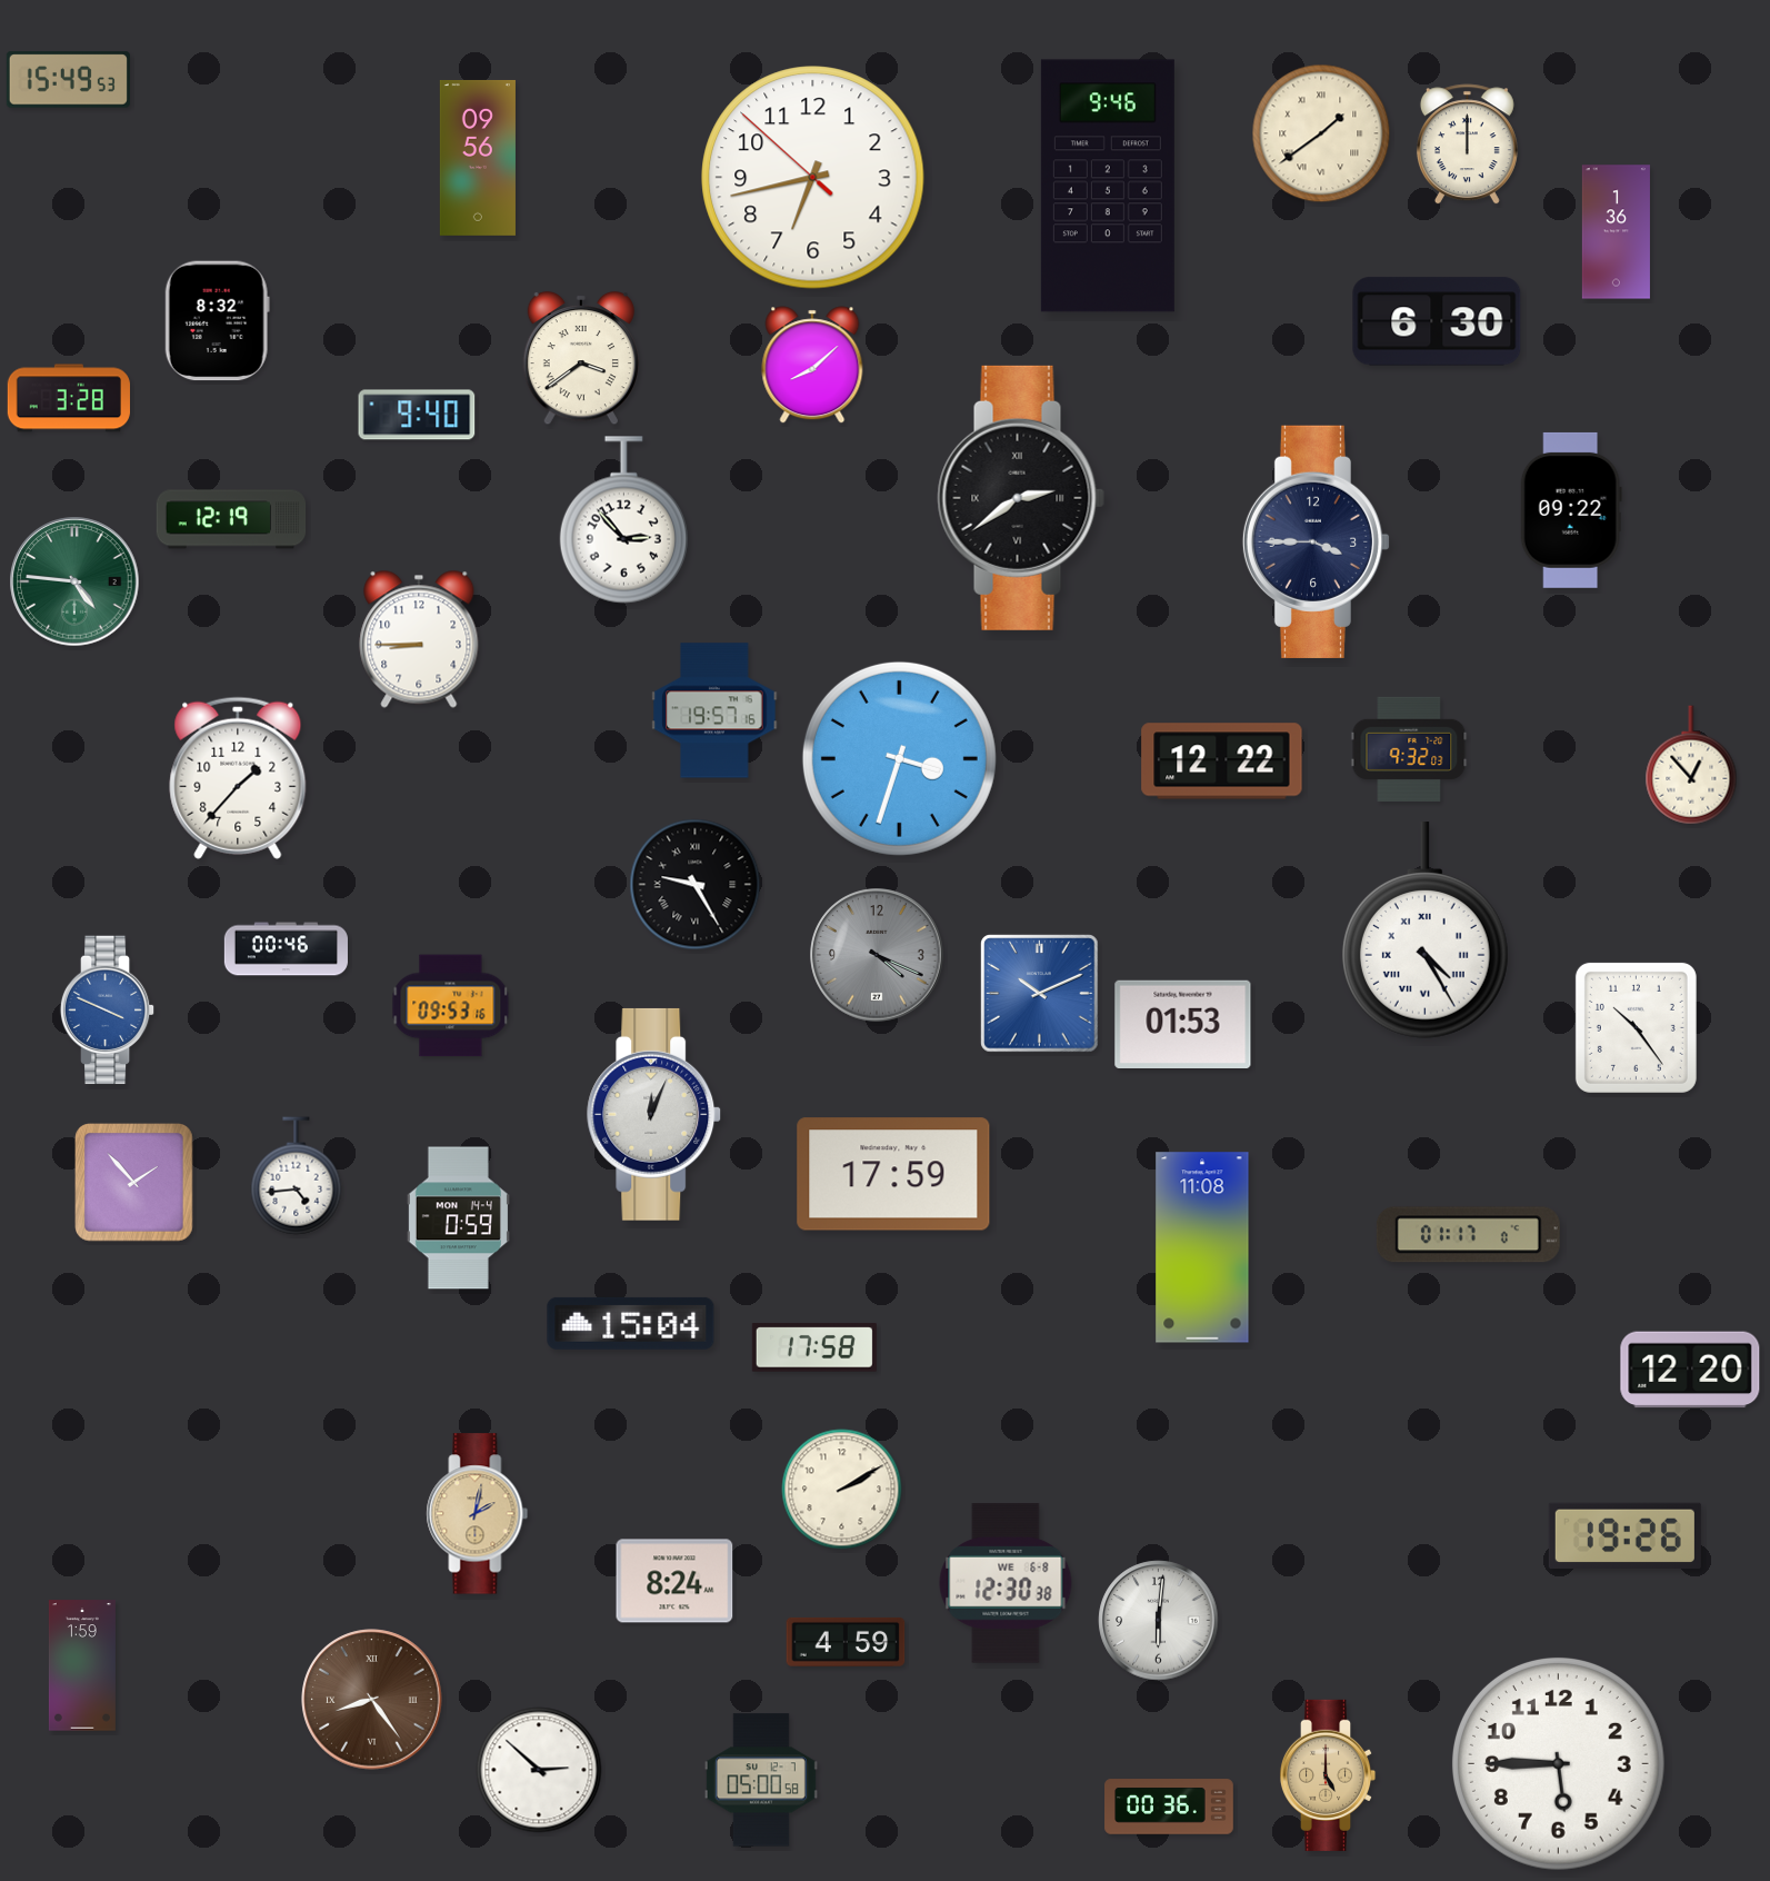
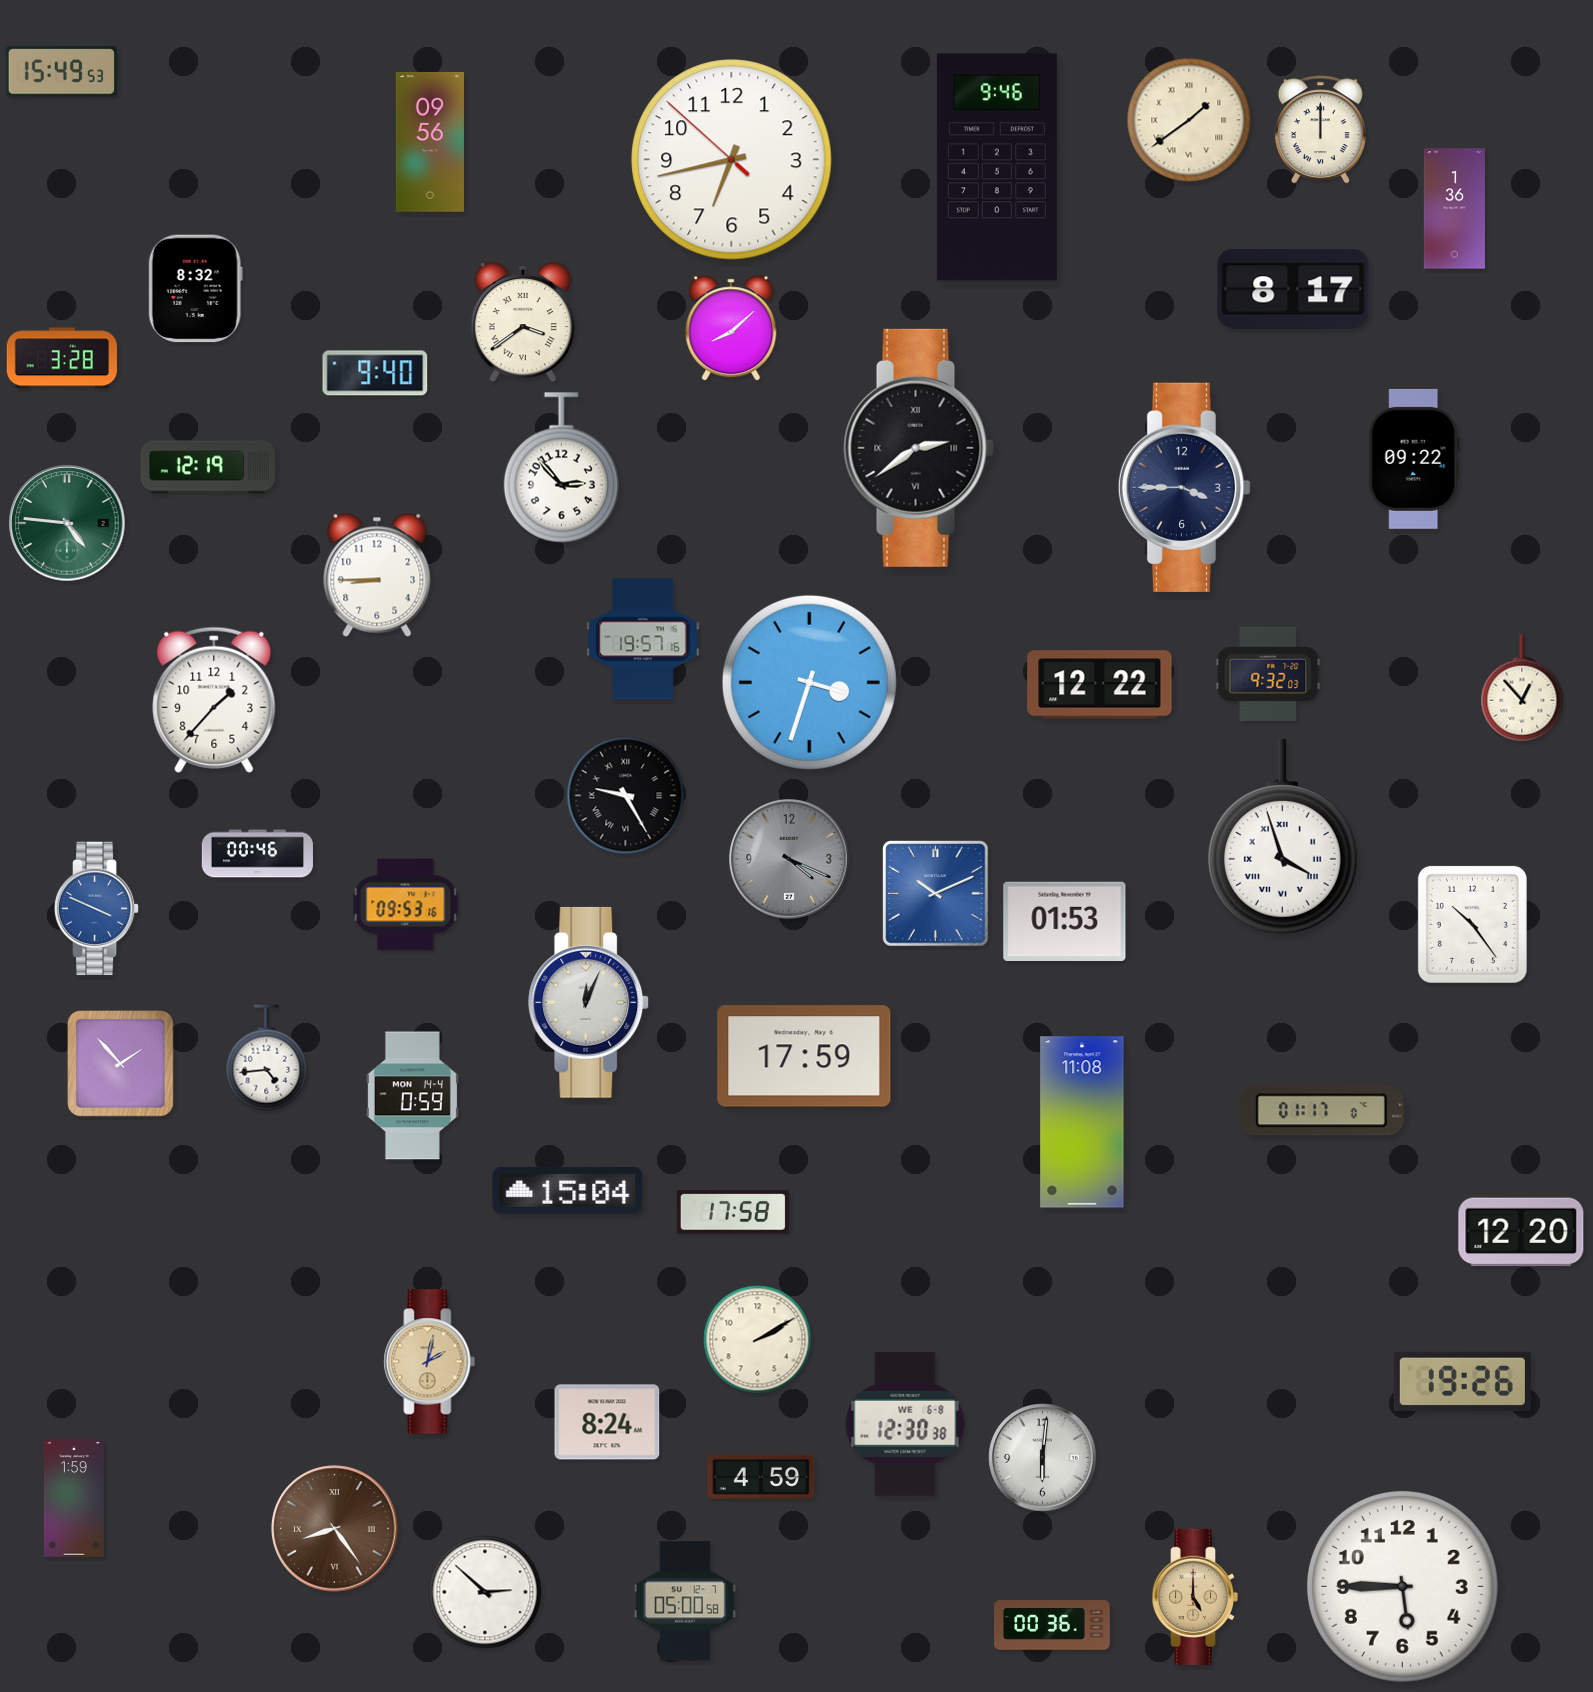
clock at (1437, 321): 6:30 -> 8:17
clock at (1424, 930): 4:25 -> 3:57
